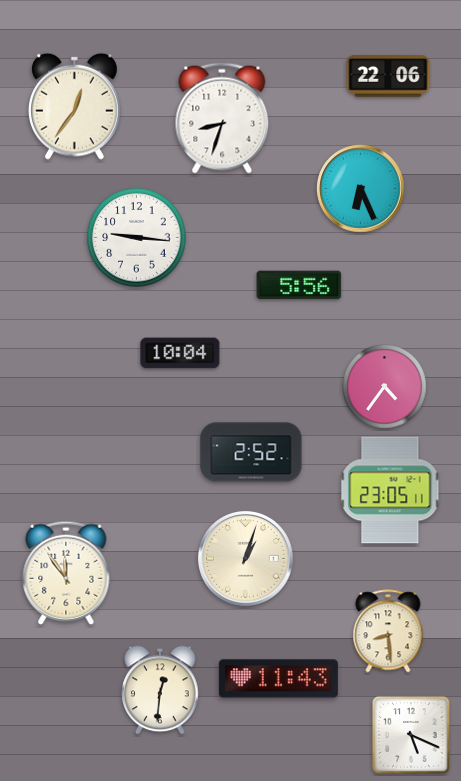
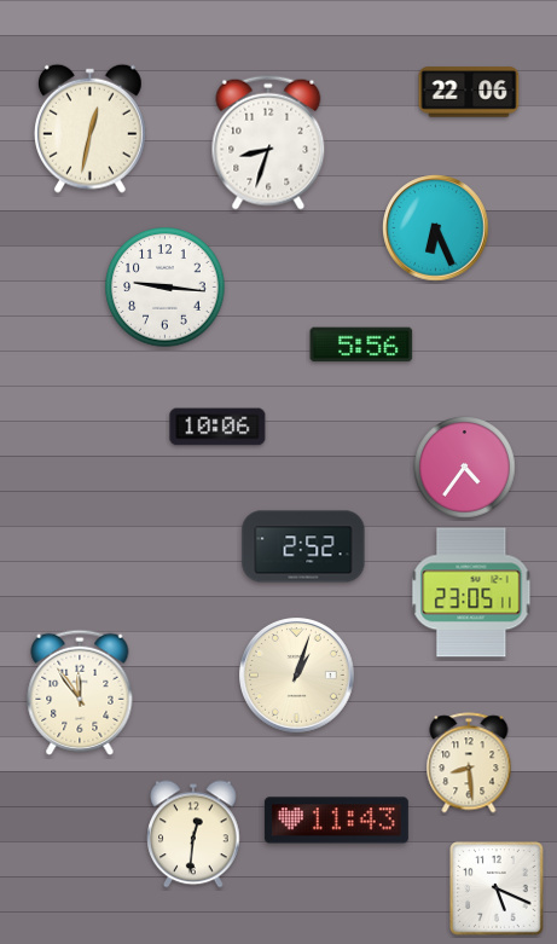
clock at (74, 106): 12:36 -> 12:32
clock at (180, 353): 10:04 -> 10:06
